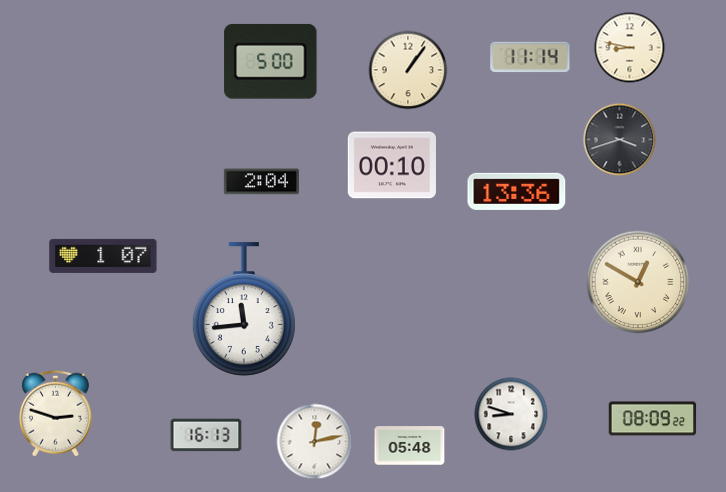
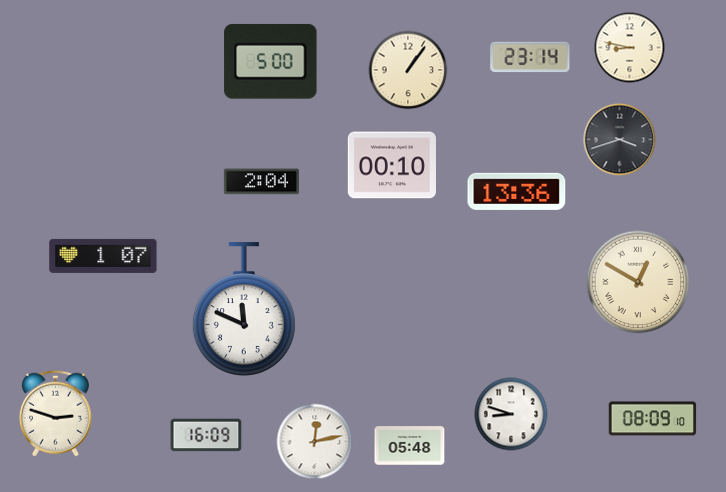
clock at (530, 57): 11:14 -> 23:14
clock at (244, 309): 11:44 -> 11:49
clock at (653, 419): 08:09:22 -> 08:09:10
clock at (206, 435): 16:13 -> 16:09
